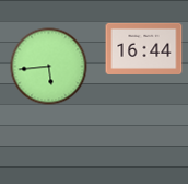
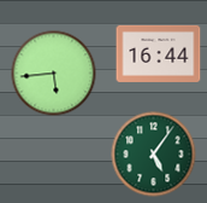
clock at (154, 155): none -> 5:06
